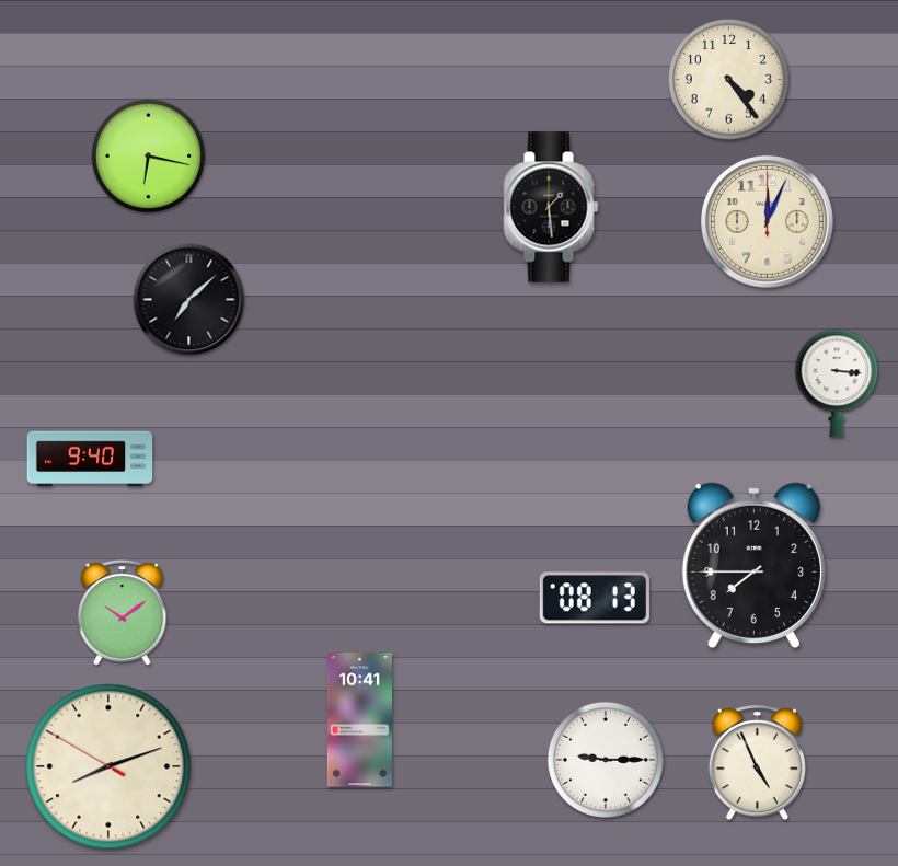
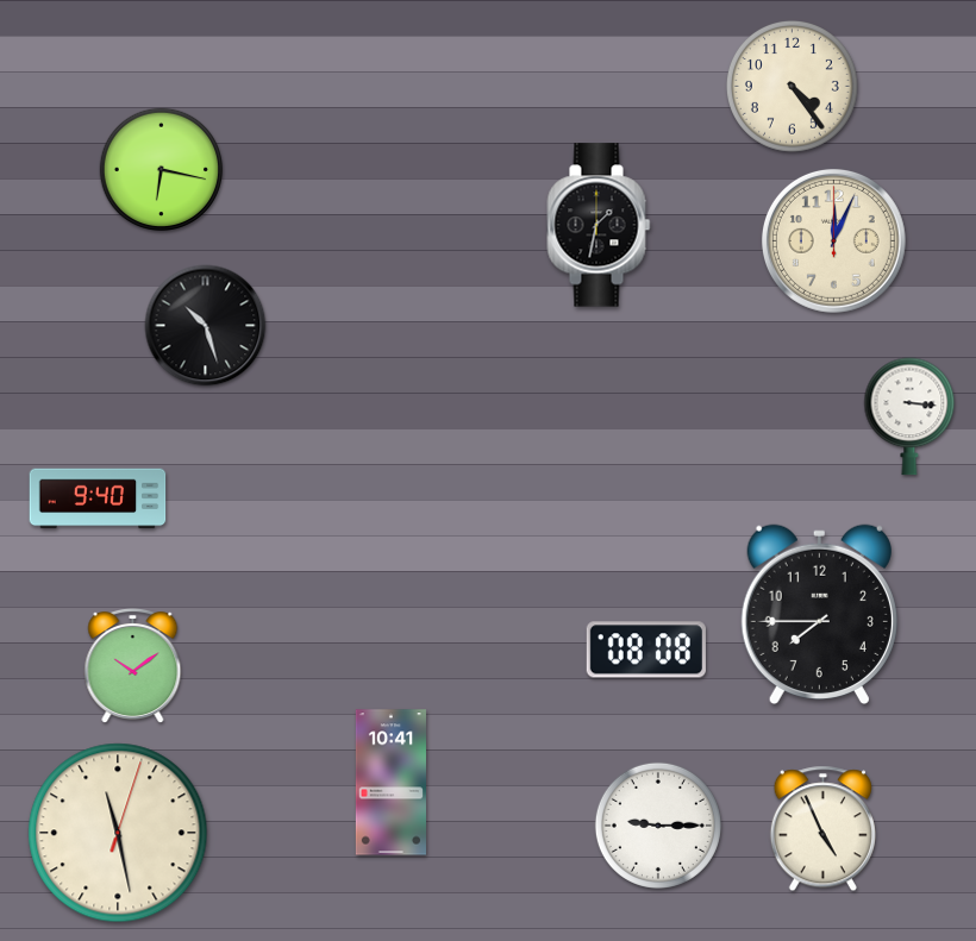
clock at (551, 207): 1:29 -> 1:32
clock at (189, 300): 7:08 -> 10:27
clock at (595, 598): 08:13 -> 08:08
clock at (108, 766): 8:11 -> 11:28
